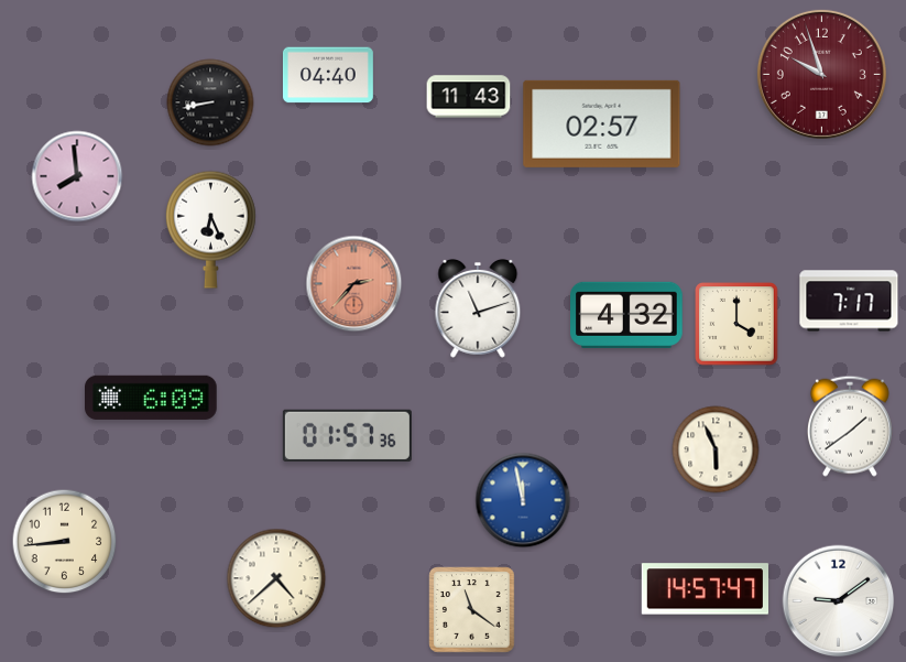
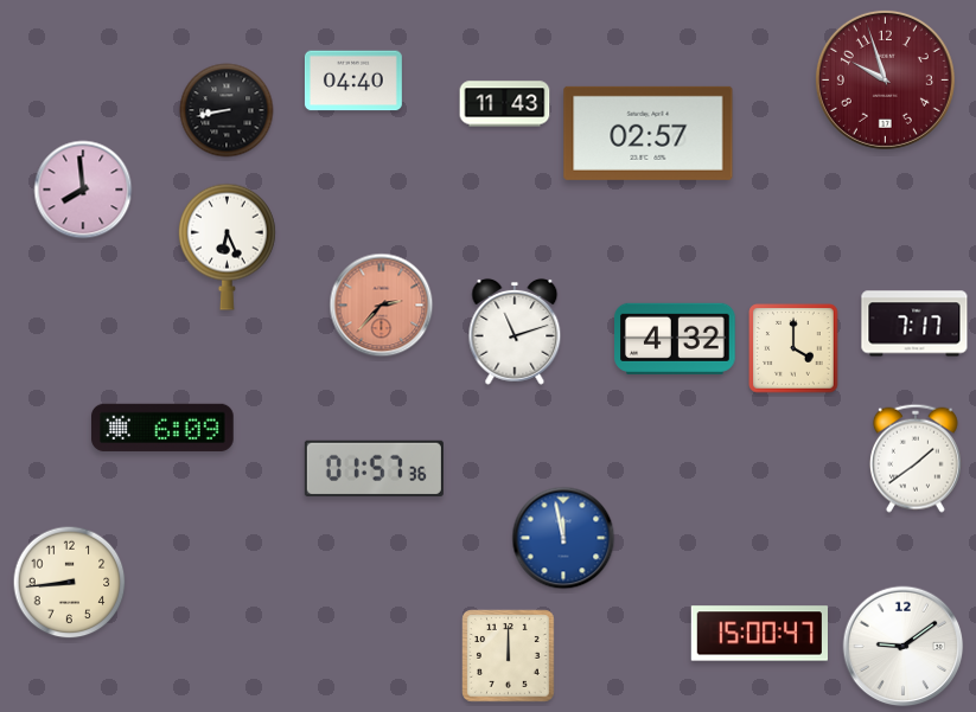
clock at (716, 449): 5:56 -> none
clock at (276, 578): 4:38 -> none
clock at (705, 589): 14:57 -> 15:00
clock at (472, 610): 11:21 -> 12:00
